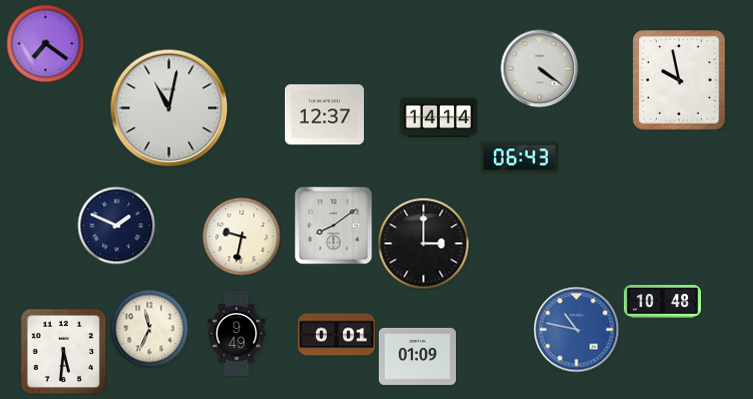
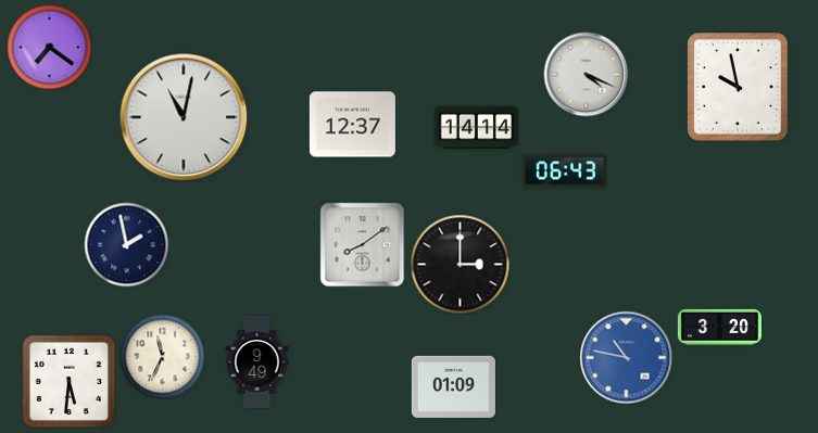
clock at (539, 68): 4:21 -> 4:19
clock at (116, 225): 1:49 -> 1:58
clock at (241, 236): 9:32 -> none
clock at (662, 301): 10:48 -> 3:20
clock at (336, 335): 0:01 -> none
